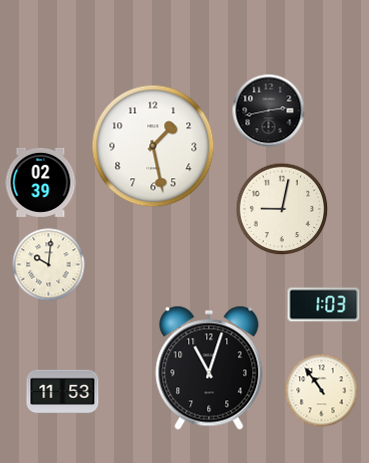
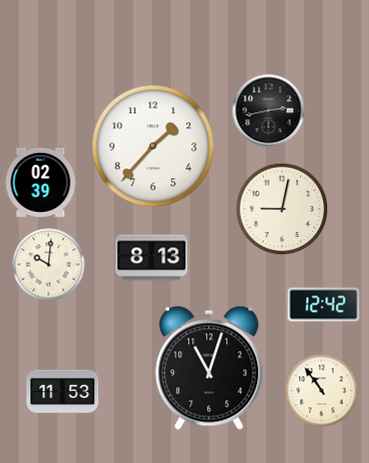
clock at (153, 146): 1:28 -> 1:37
clock at (152, 258): none -> 8:13
clock at (324, 305): 1:03 -> 12:42
